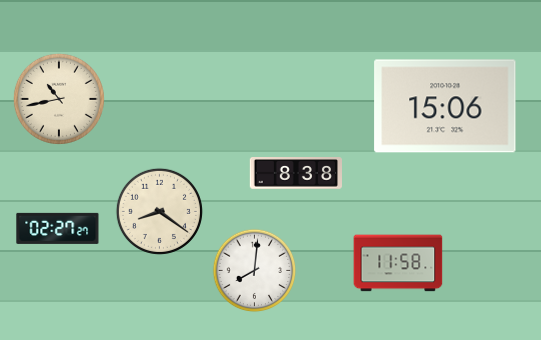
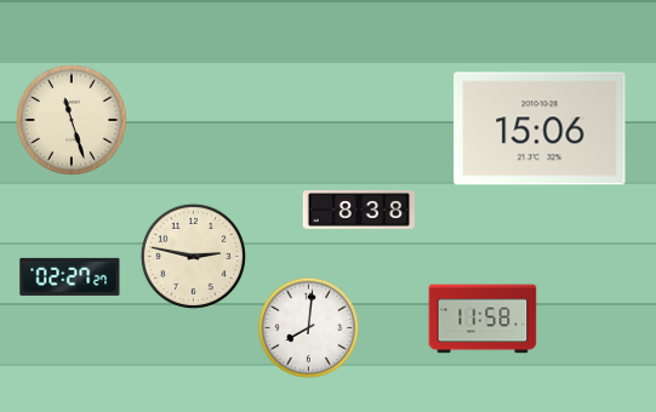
clock at (59, 99): 10:43 -> 11:27
clock at (159, 211): 8:21 -> 2:47
